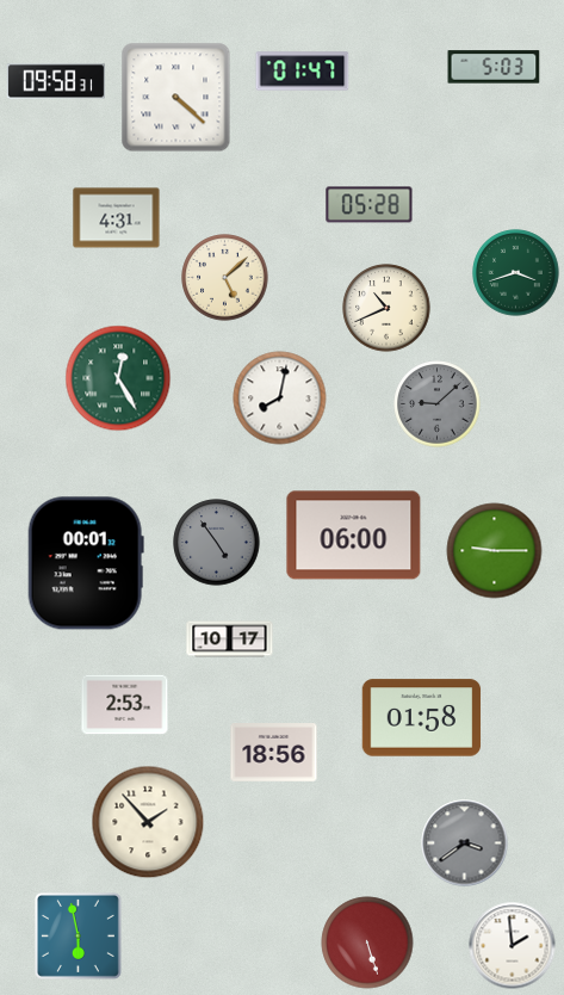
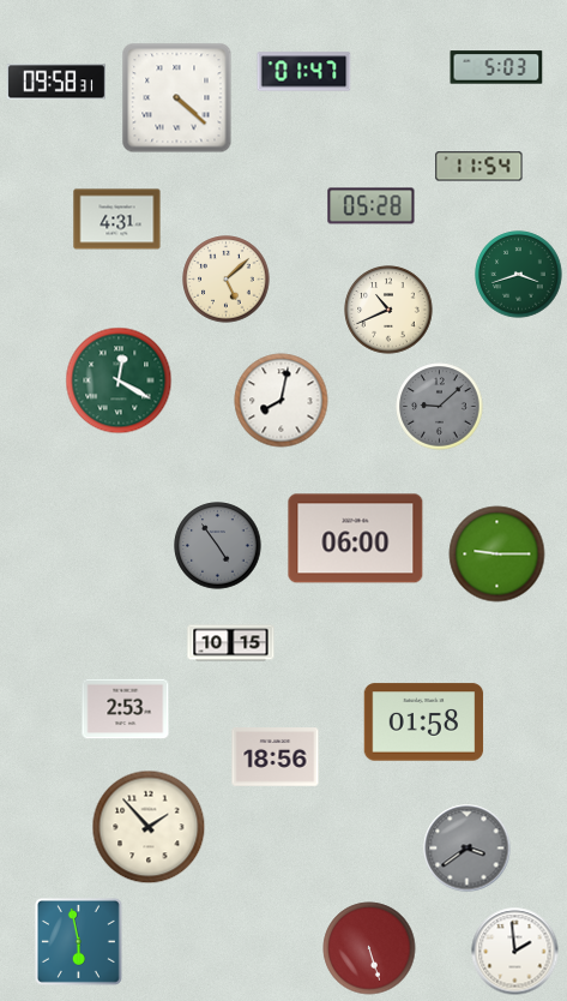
clock at (479, 167): none -> 11:54
clock at (118, 378): 12:25 -> 12:20
clock at (86, 563): 00:01 -> none
clock at (230, 639): 10:17 -> 10:15
